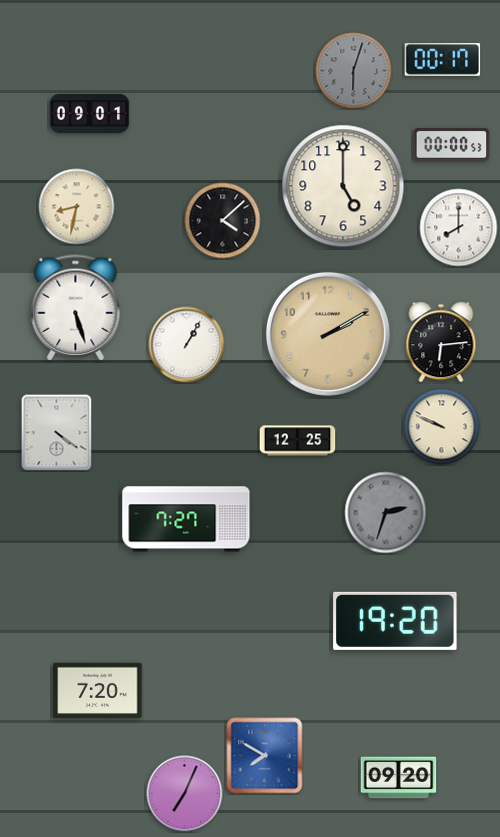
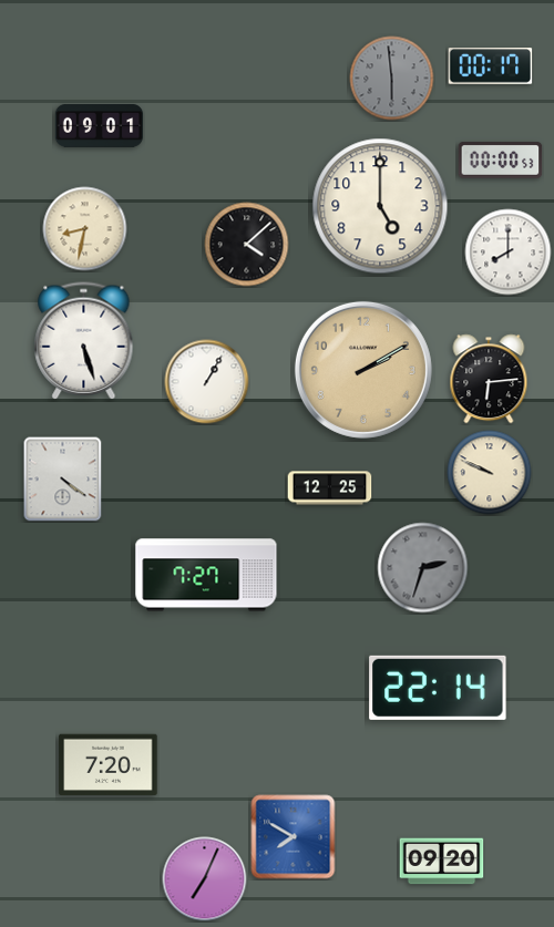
clock at (354, 71): 6:03 -> 5:59
clock at (386, 513) position: (386, 513) -> (423, 568)
clock at (395, 621): 19:20 -> 22:14
